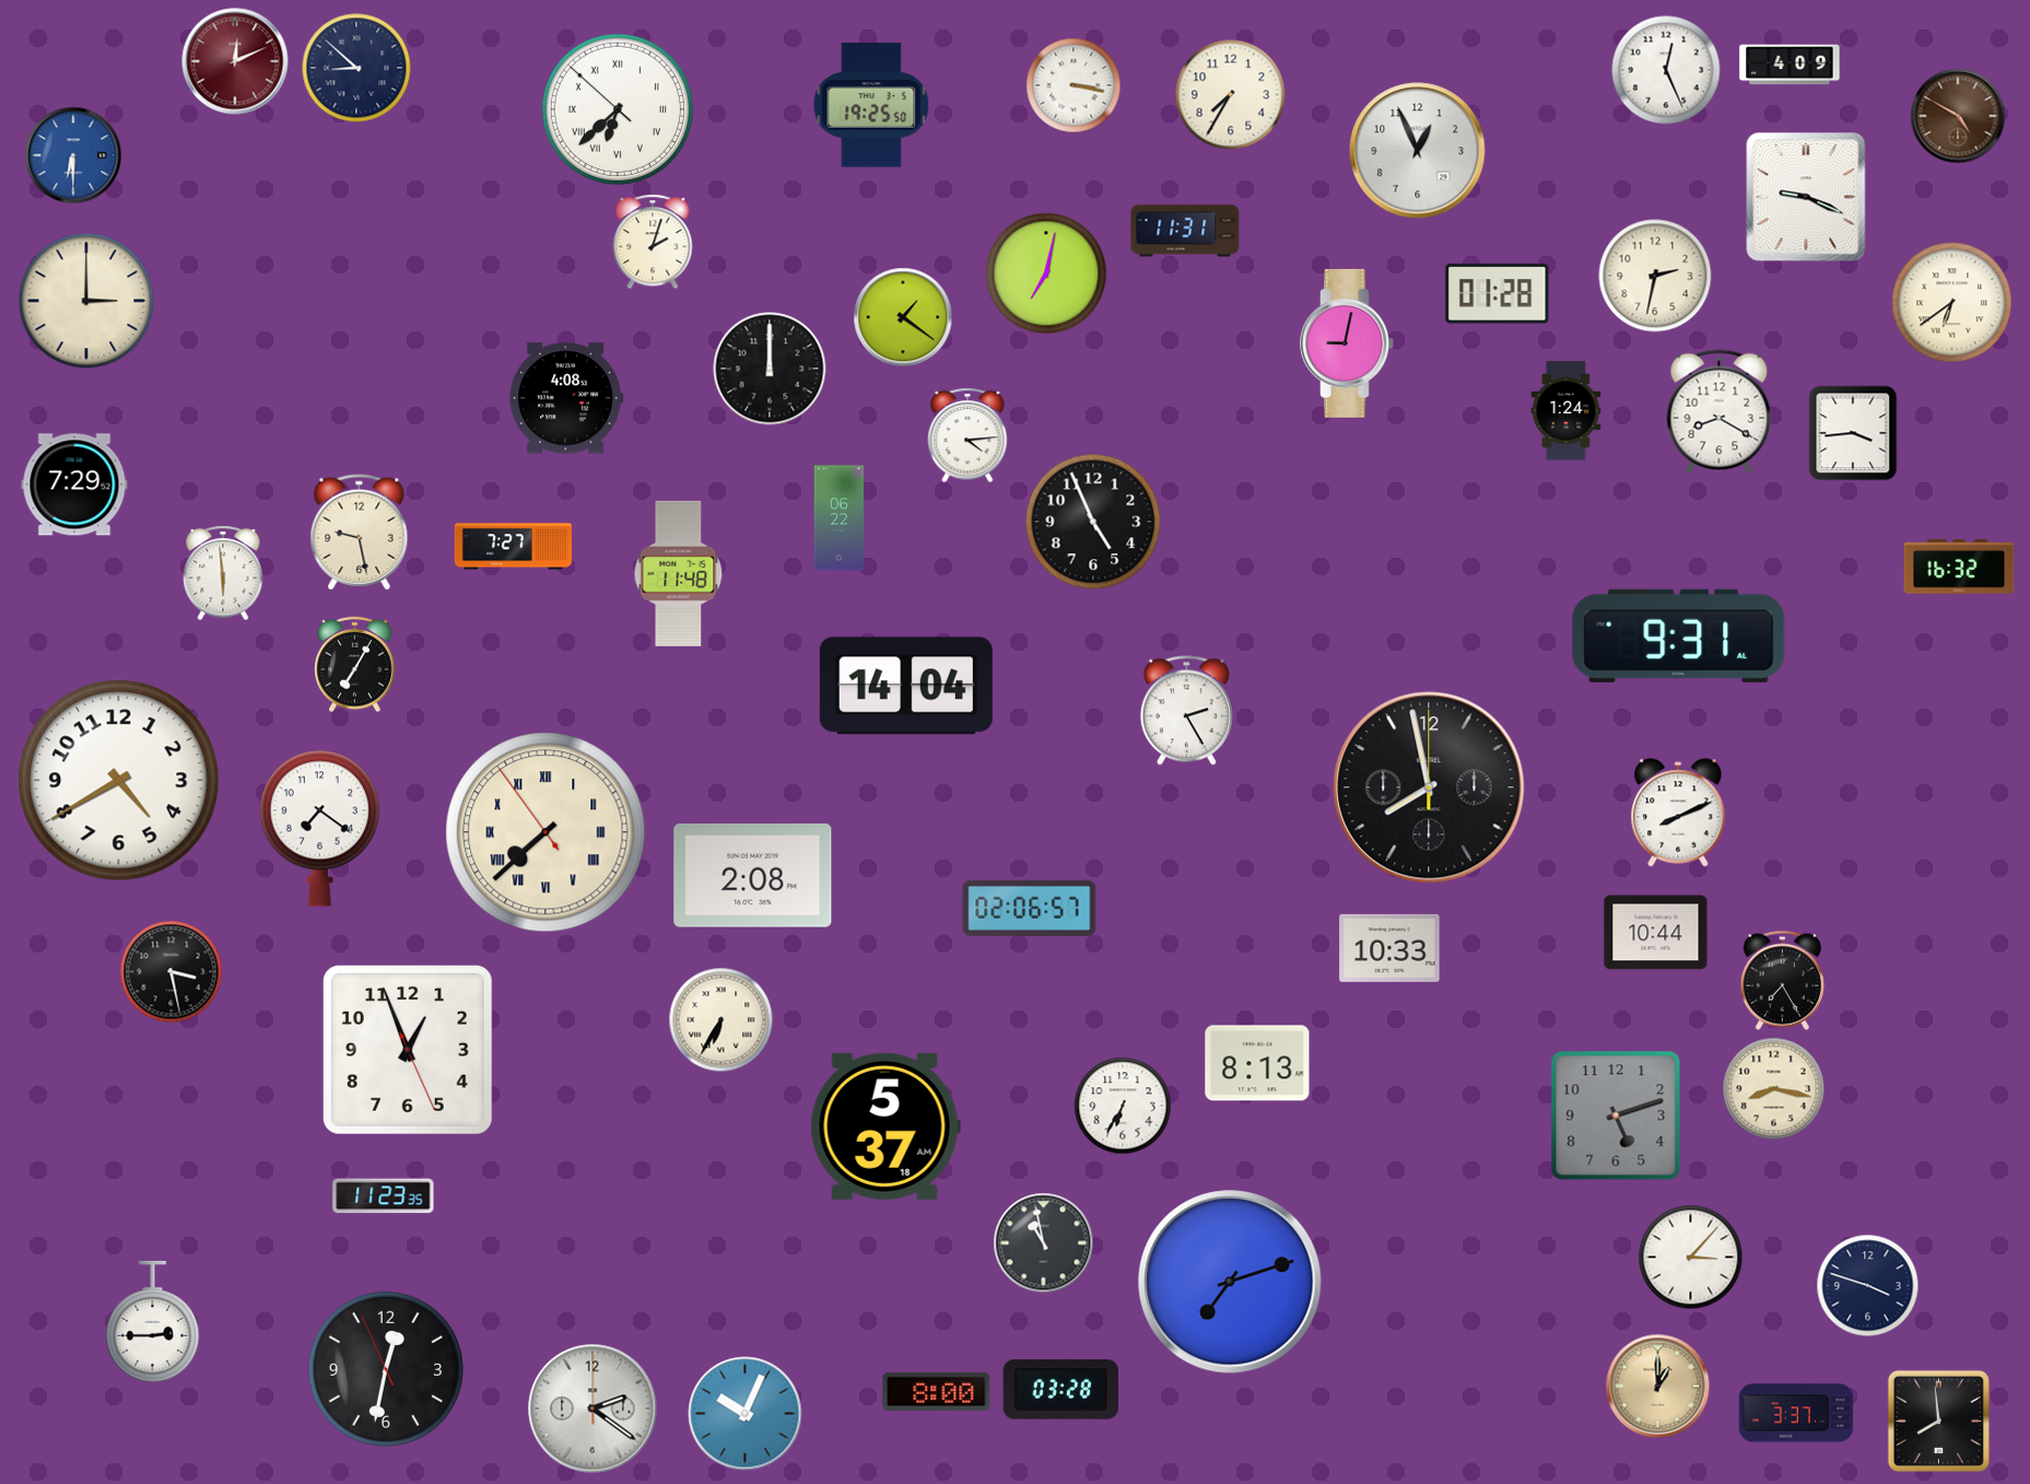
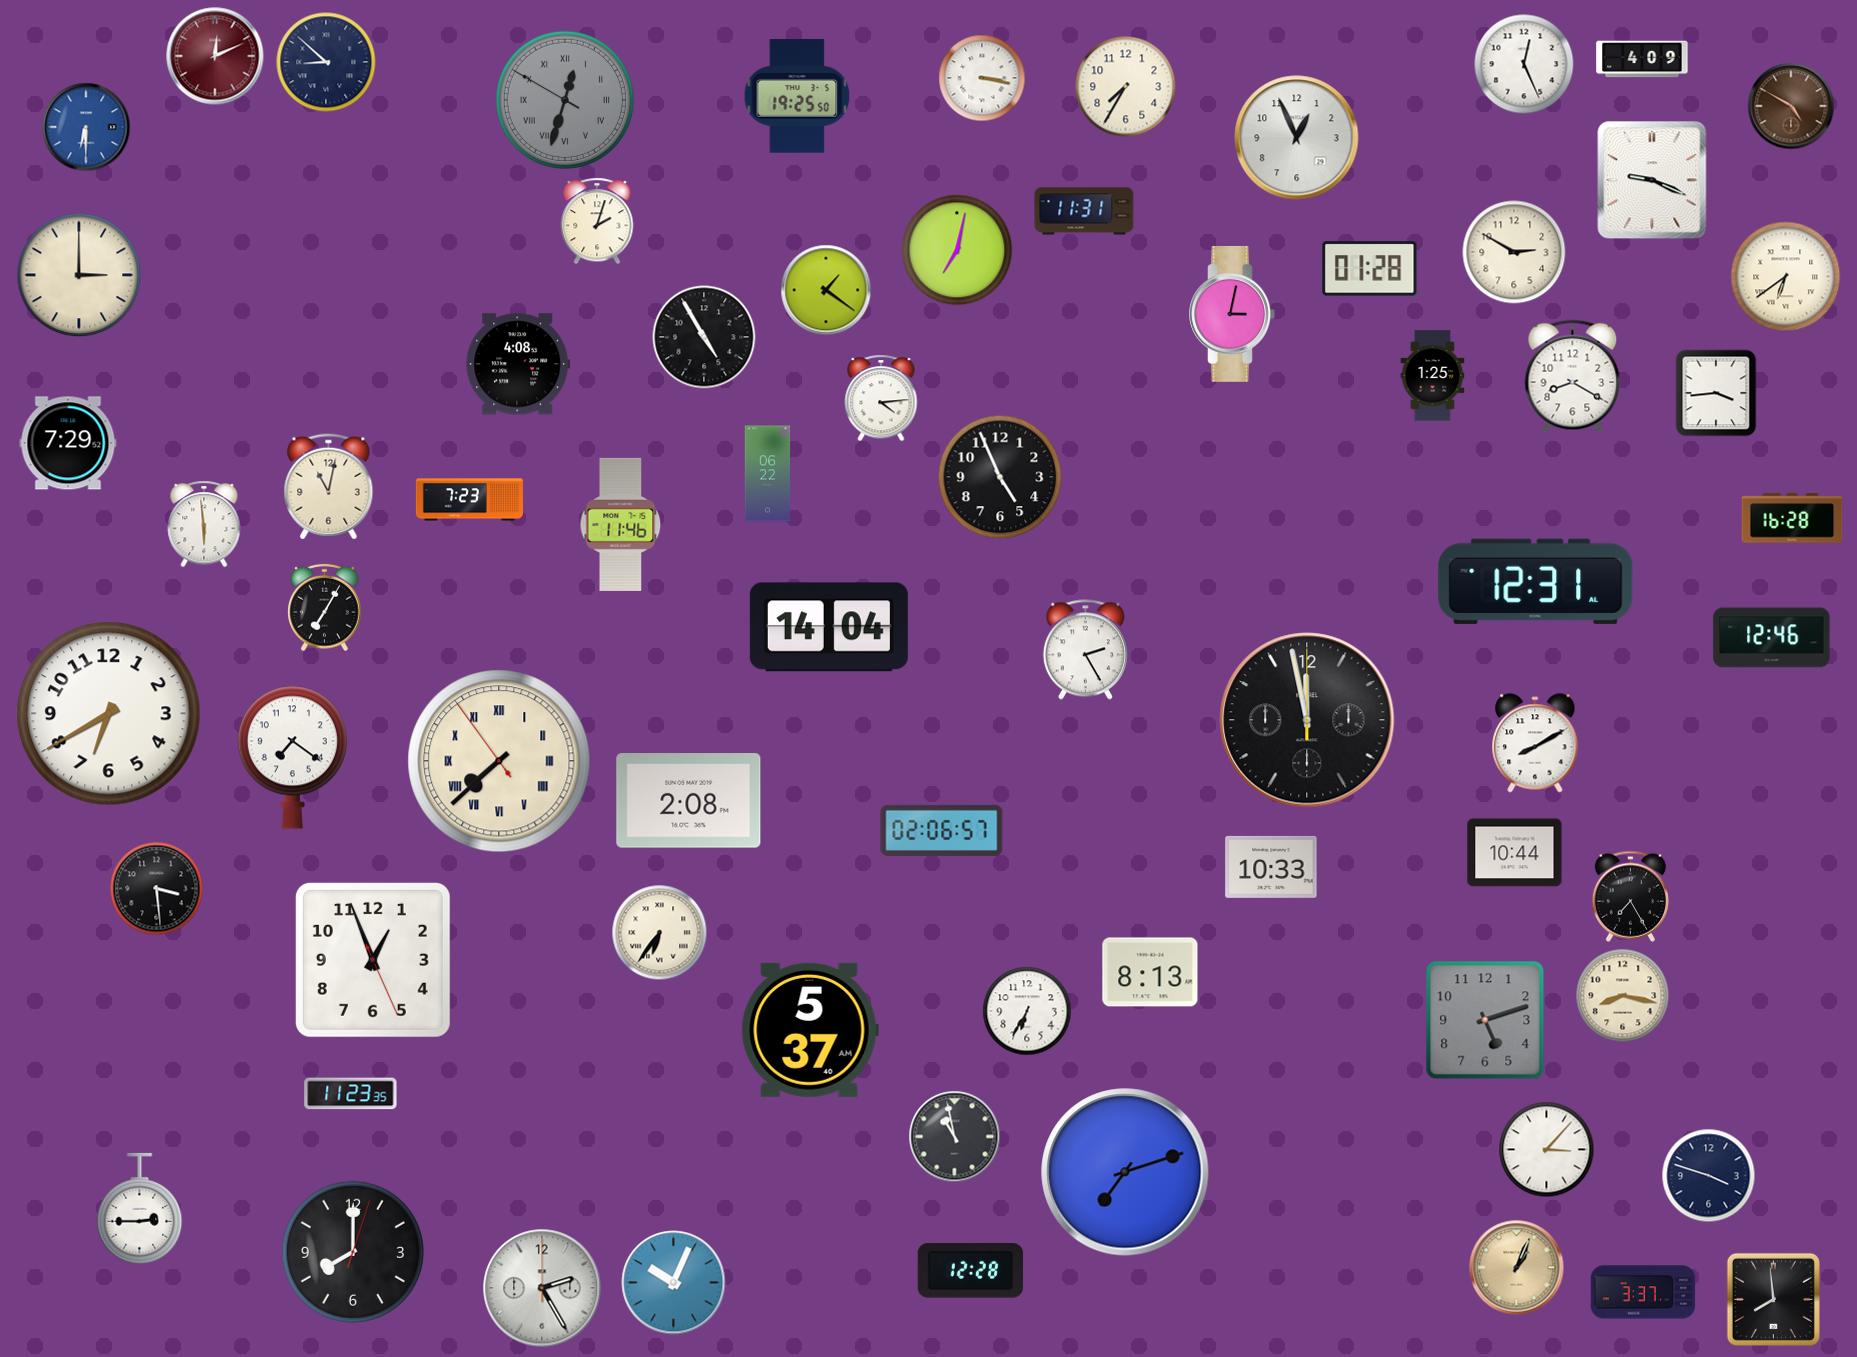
clock at (1790, 65) position: (1790, 65) -> (1642, 59)
clock at (618, 109): 6:37 -> 12:32
clock at (618, 109) dial: white -> grey
clock at (73, 155) position: (73, 155) -> (86, 127)
clock at (1655, 276): 2:32 -> 2:50
clock at (1347, 343): 9:02 -> 3:02
clock at (770, 369): 12:00 -> 4:55
clock at (1566, 411): 1:24 -> 1:25
clock at (1853, 433) position: (1853, 433) -> (1716, 393)
clock at (967, 435) position: (967, 435) -> (881, 398)
clock at (360, 533): 9:28 -> 11:02
clock at (513, 547): 7:27 -> 7:23
clock at (1959, 566): 16:32 -> 16:28
clock at (679, 573): 11:48 -> 11:46
clock at (1679, 635): 9:31 -> 12:31
clock at (1772, 638): none -> 12:46
clock at (119, 781): 4:40 -> 6:40
clock at (1429, 787): 7:58 -> 11:58
clock at (1678, 813): 8:11 -> 8:10
clock at (172, 972): 3:28 -> 3:29
clock at (721, 1020): 6:35 -> 6:36
clock at (1616, 1115) position: (1616, 1115) -> (1485, 1020)
clock at (885, 1126): 5:37:18 AM -> 5:37 AM
clock at (386, 1369): 12:31 -> 8:00
clock at (1658, 1387): 1:00 -> 1:04
clock at (1060, 1390): 03:28 -> 12:28
clock at (937, 1391): 8:00 -> none
clock at (592, 1409): 2:21 -> 2:25
clock at (746, 1414) position: (746, 1414) -> (674, 1283)
